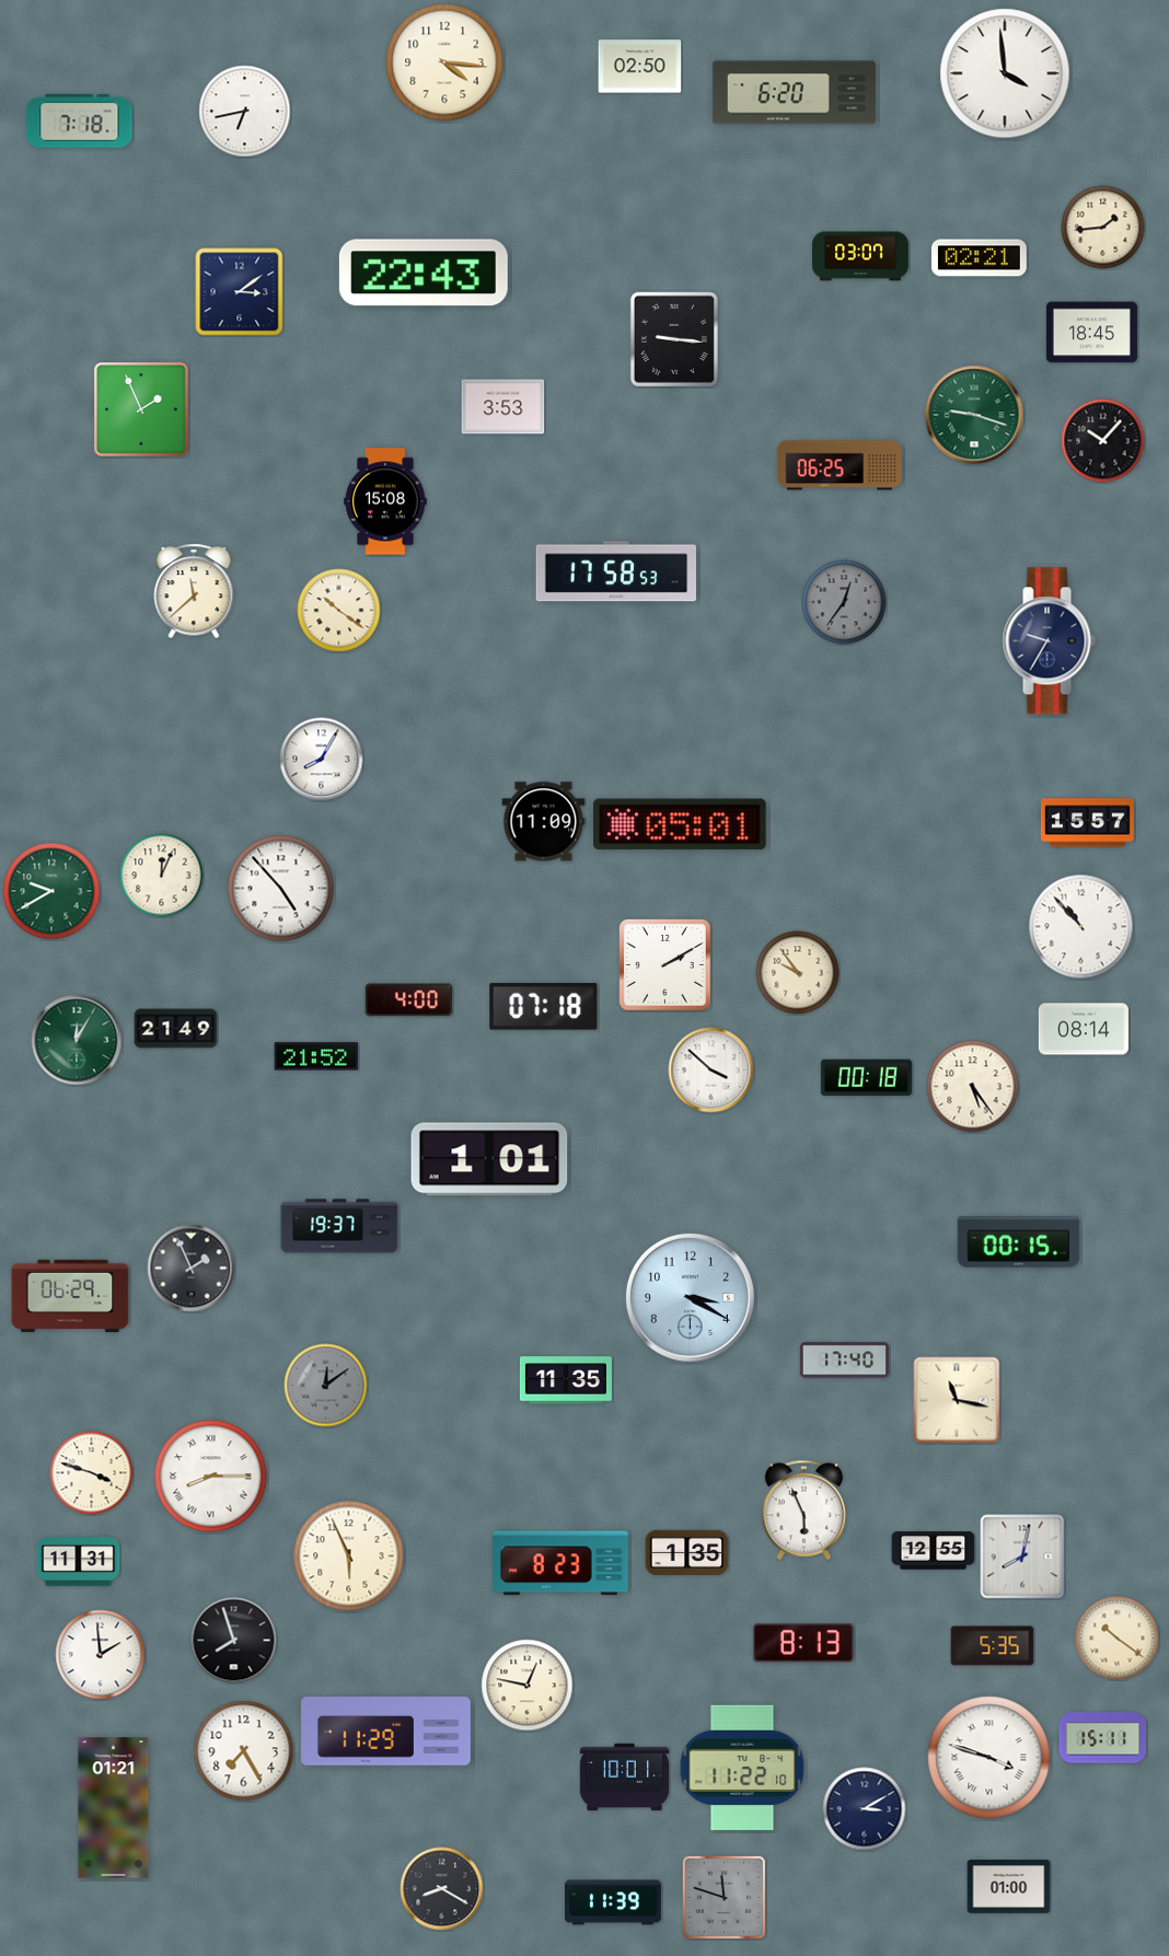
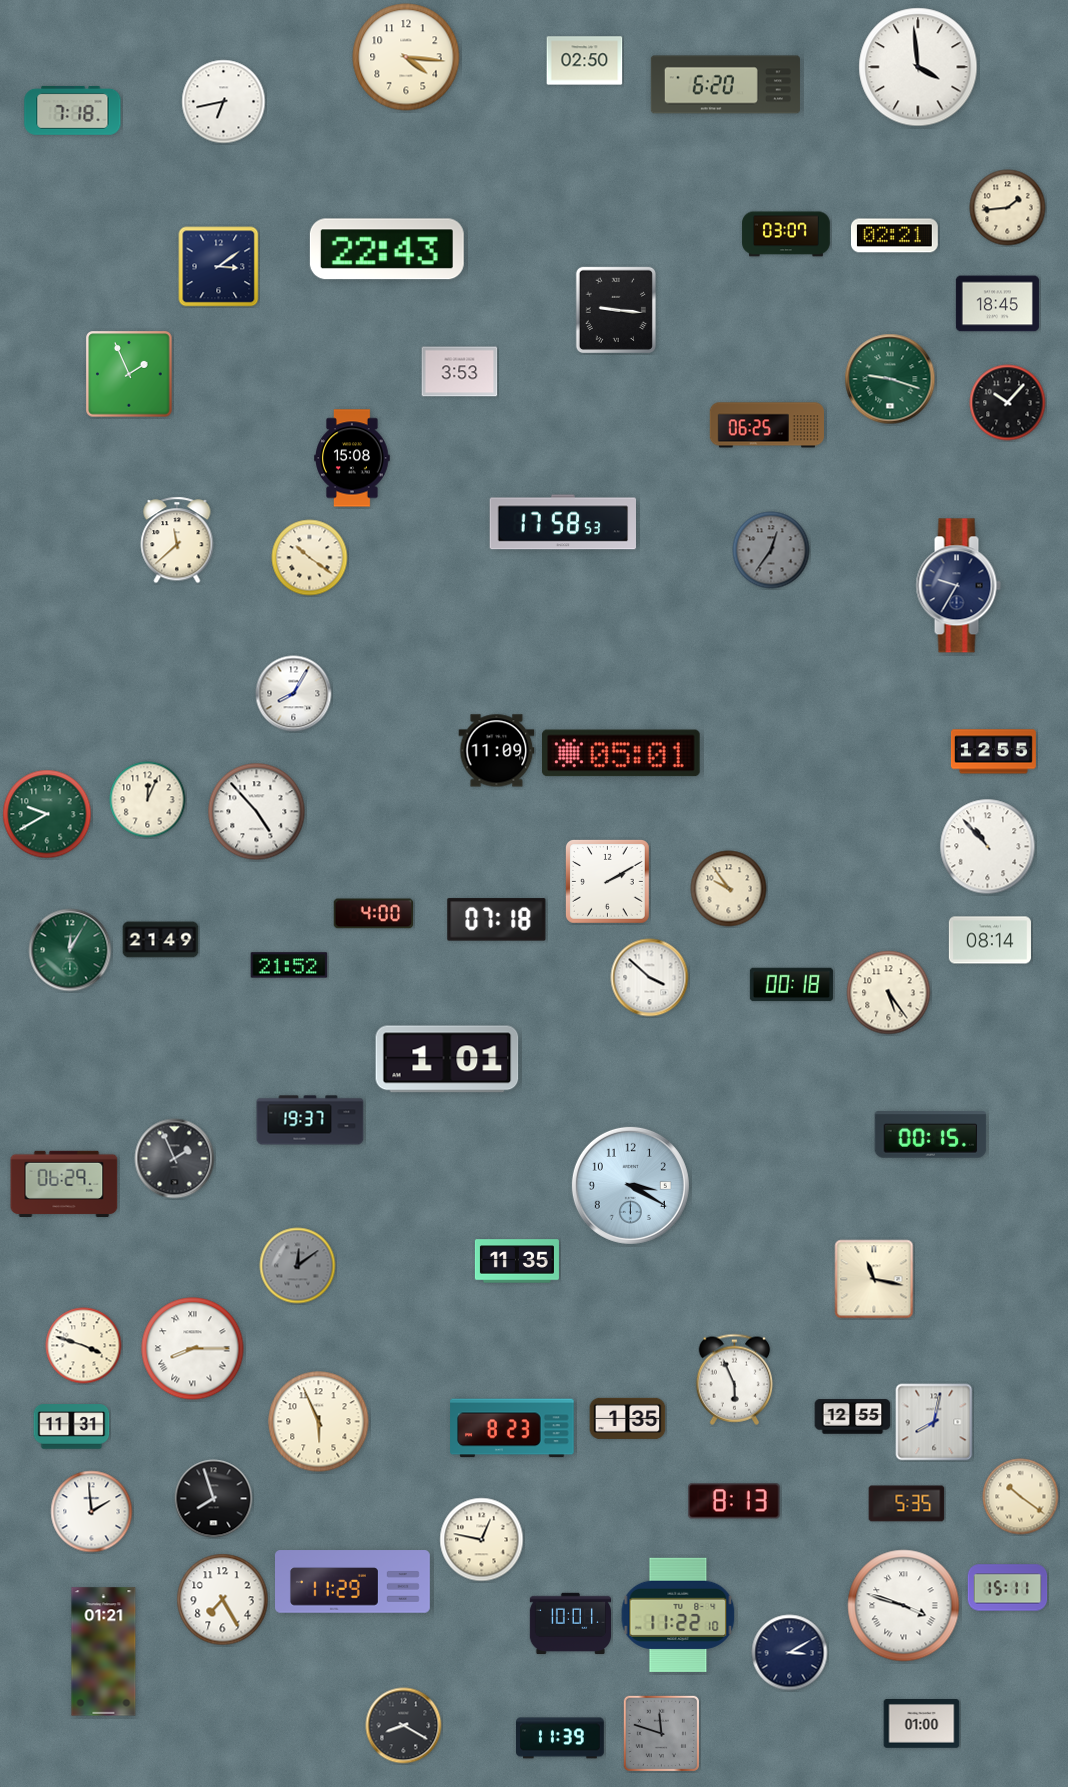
clock at (1087, 823): 15:57 -> 12:55
clock at (844, 1361): 17:40 -> none
